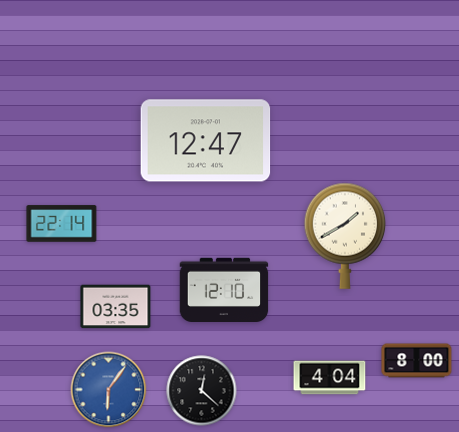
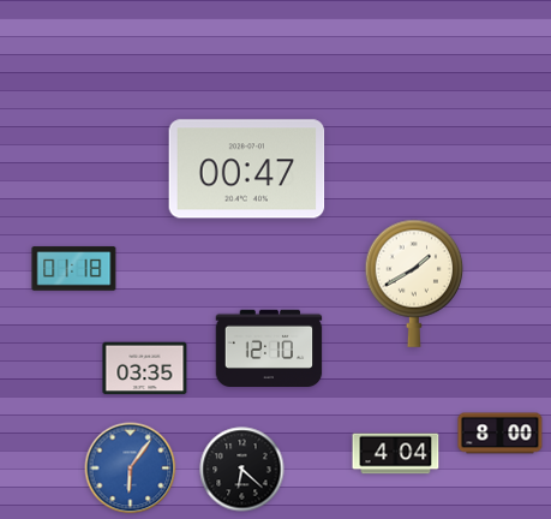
clock at (206, 141): 12:47 -> 00:47
clock at (62, 224): 22:14 -> 01:18
clock at (116, 307) position: (116, 307) -> (145, 369)
clock at (202, 391): 12:22 -> 6:22
